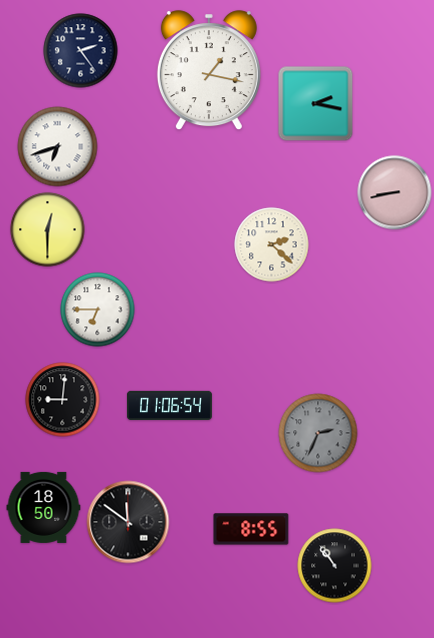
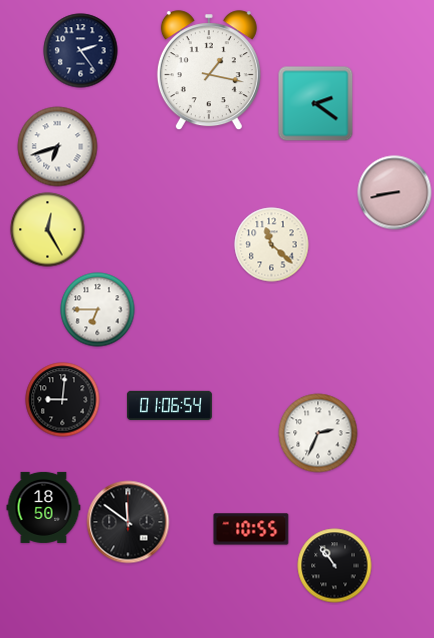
clock at (316, 104): 2:17 -> 2:21
clock at (48, 230): 12:30 -> 12:25
clock at (272, 245): 2:22 -> 11:22
clock at (318, 433) dial: grey -> white
clock at (251, 529): 8:55 -> 10:55
